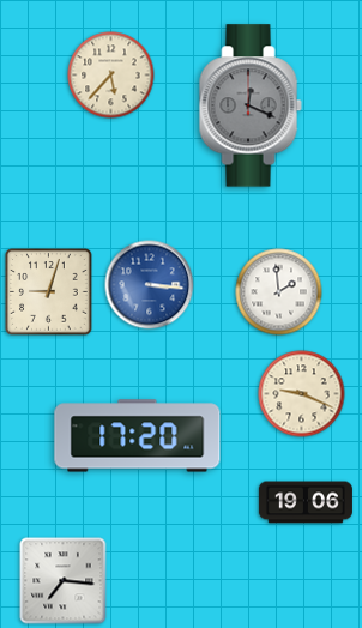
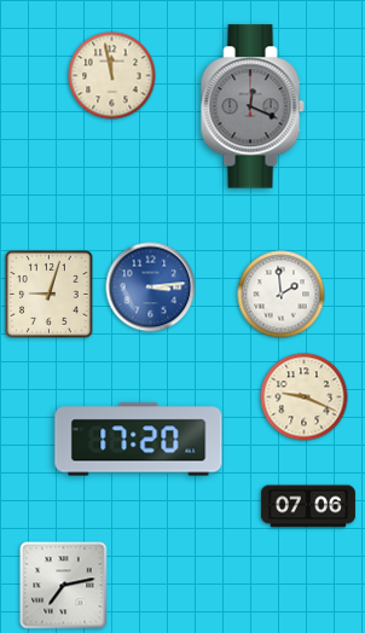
clock at (111, 76): 5:37 -> 11:58
clock at (150, 285): 3:16 -> 3:14
clock at (306, 502): 19:06 -> 07:06
clock at (64, 581): 7:16 -> 7:13
